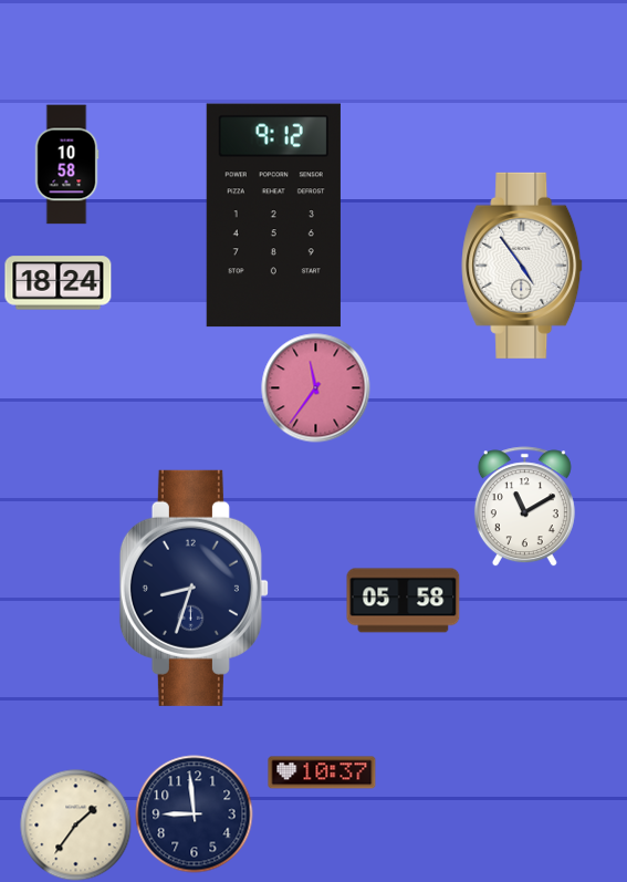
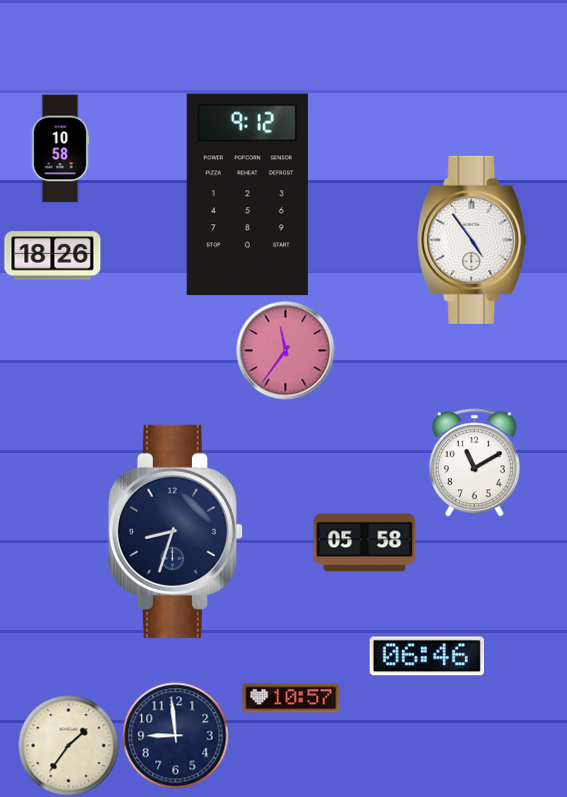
clock at (59, 283): 18:24 -> 18:26
clock at (524, 507) position: (524, 507) -> (474, 463)
clock at (427, 656): none -> 06:46
clock at (322, 772): 10:37 -> 10:57
